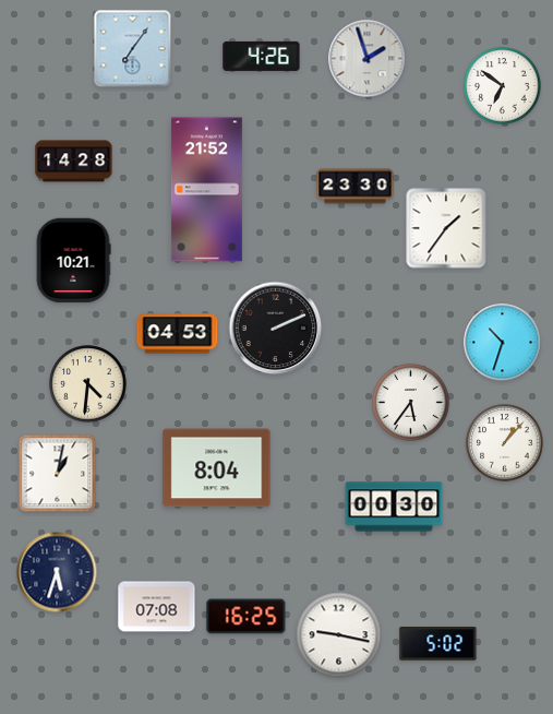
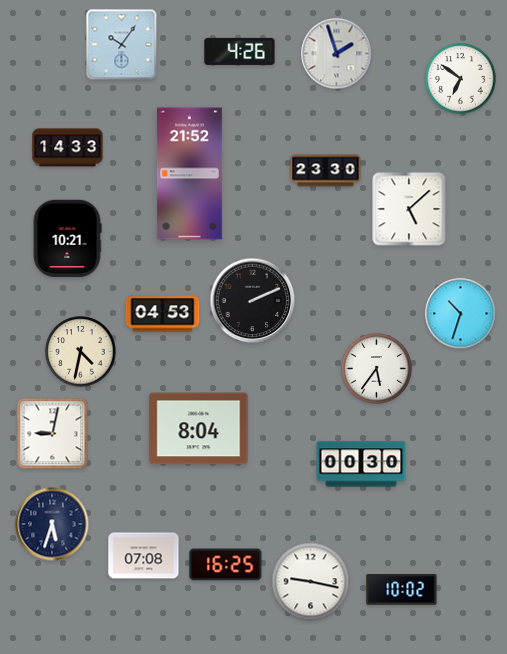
clock at (133, 49): 7:06 -> 10:06
clock at (74, 162): 14:28 -> 14:33
clock at (446, 228): 1:36 -> 5:08
clock at (178, 334) position: (178, 334) -> (163, 314)
clock at (88, 384): 4:31 -> 4:32
clock at (505, 443): 1:07 -> none
clock at (58, 474): 1:02 -> 9:02
clock at (438, 644): 5:02 -> 10:02
